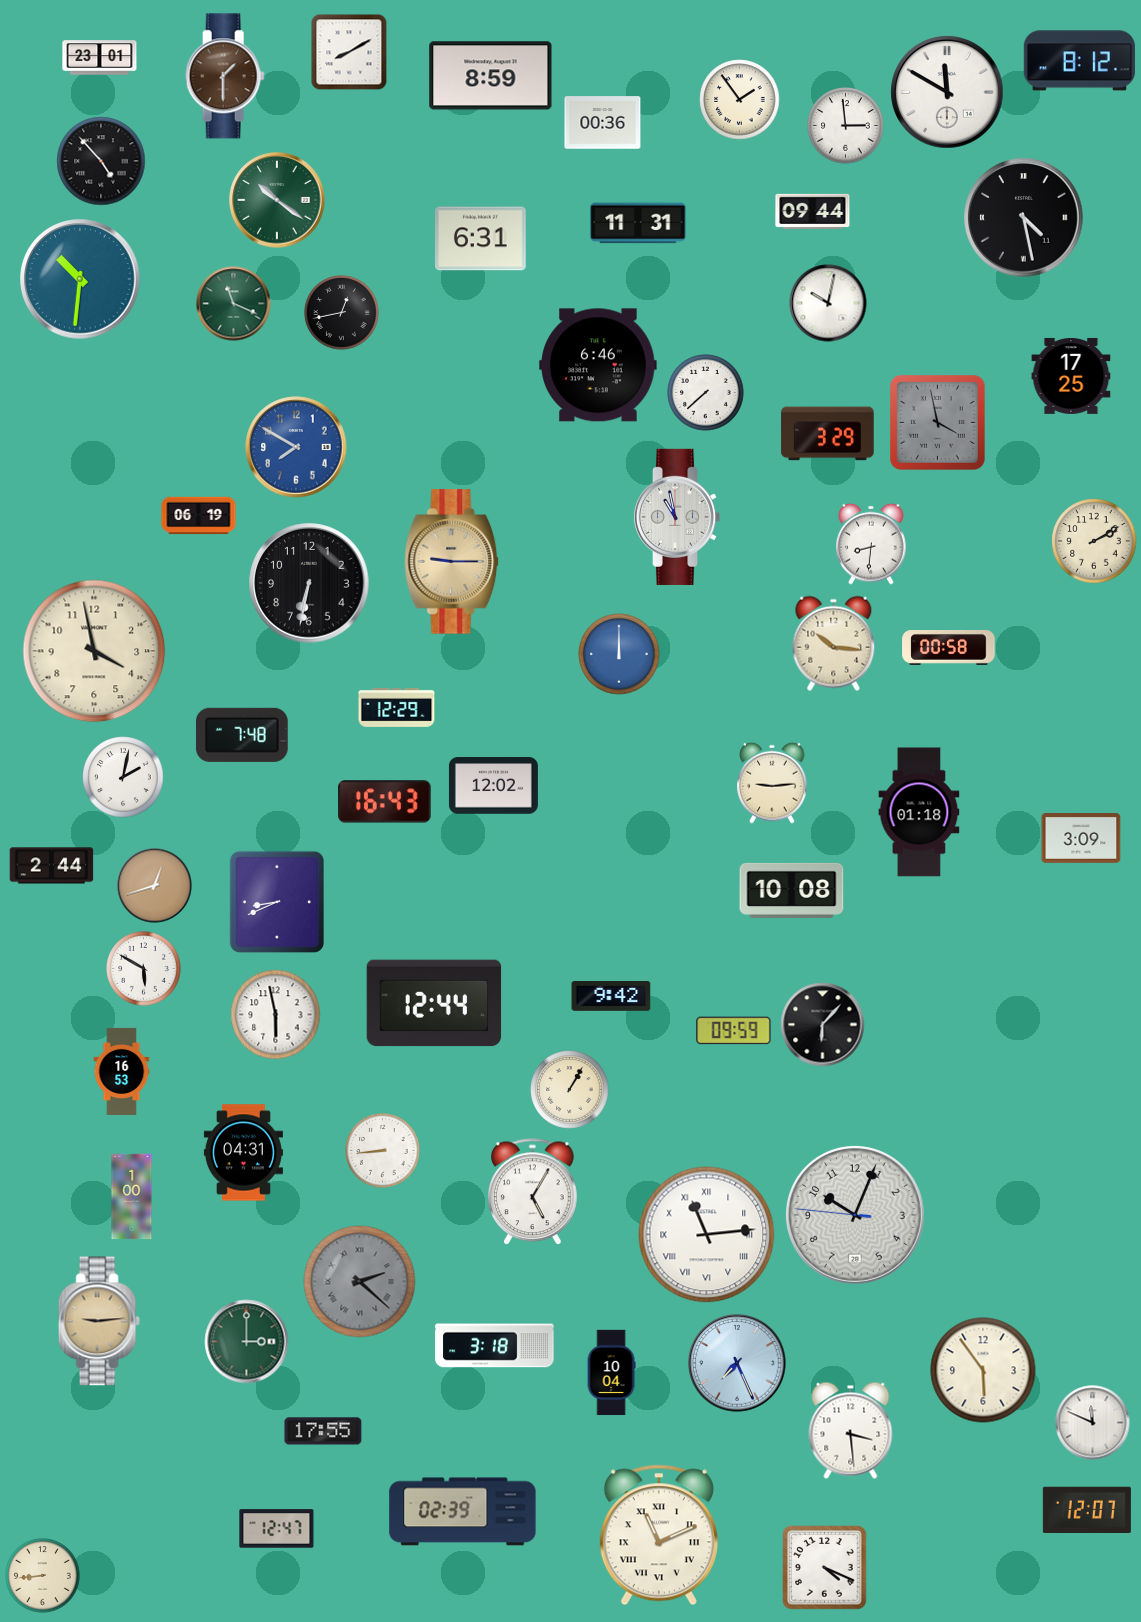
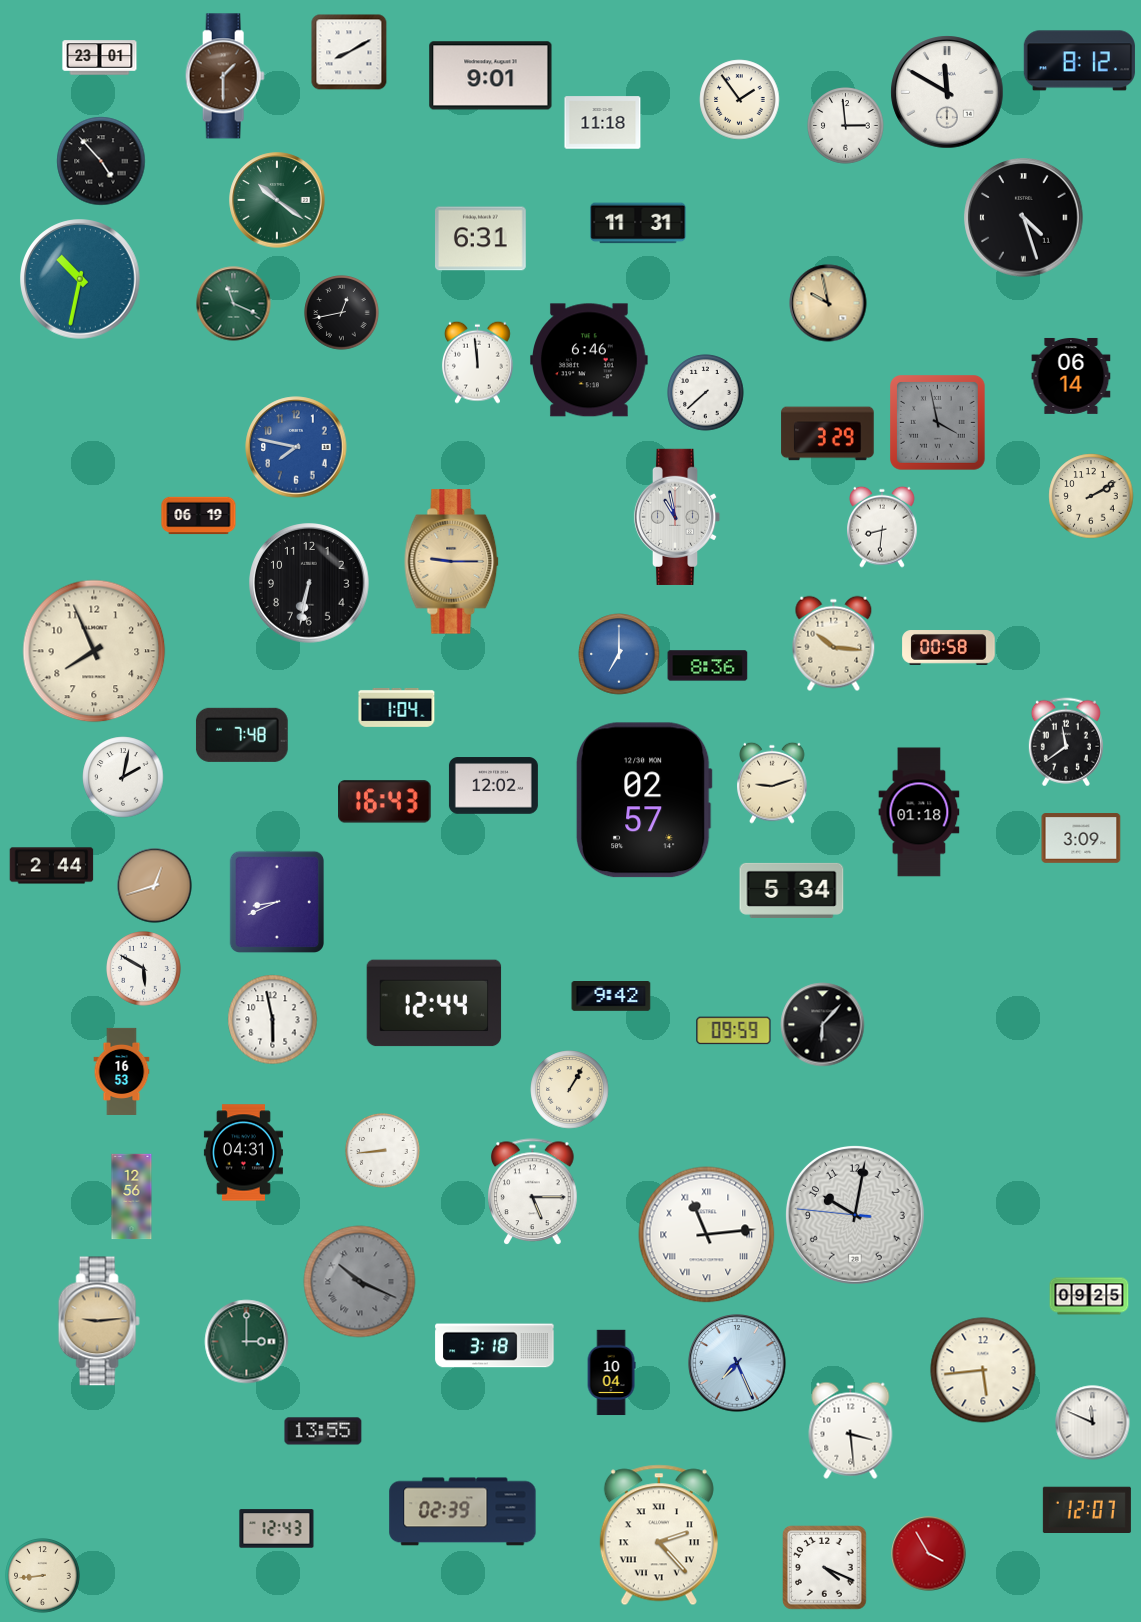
clock at (491, 76): 8:59 -> 9:01
clock at (603, 123): 00:36 -> 11:18
clock at (813, 211): 09:44 -> none
clock at (1024, 218): 4:28 -> 4:27
clock at (80, 279): 10:31 -> 10:32
clock at (828, 303): 10:02 -> 9:58
clock at (828, 303) dial: white -> champagne
clock at (477, 362): none -> 11:59
clock at (598, 365) position: (598, 365) -> (589, 360)
clock at (1071, 376): 17:25 -> 06:14
clock at (296, 447): 7:50 -> 7:47
clock at (1094, 541) position: (1094, 541) -> (1091, 496)
clock at (871, 544) position: (871, 544) -> (882, 527)
clock at (94, 651): 3:58 -> 7:56
clock at (619, 654): 12:00 -> 7:00
clock at (708, 666): none -> 8:36
clock at (397, 707): 12:29 -> 1:04
clock at (1066, 742): none -> 11:39
clock at (772, 783): 9:14 -> 9:12
clock at (644, 800): none -> 02:57
clock at (792, 890): 10:08 -> 5:34
clock at (276, 1015) position: (276, 1015) -> (273, 1020)
clock at (533, 1192): 5:05 -> 5:15
clock at (132, 1197): 1:00 -> 12:56
clock at (855, 1215): 10:03 -> 10:01
clock at (360, 1282): 2:22 -> 10:19
clock at (1089, 1296): none -> 09:25
clock at (983, 1370): 5:54 -> 5:44
clock at (323, 1431): 17:55 -> 13:55
clock at (277, 1529): 12:47 -> 12:43
clock at (659, 1535): 11:11 -> 2:23
clock at (929, 1554): none -> 3:55
